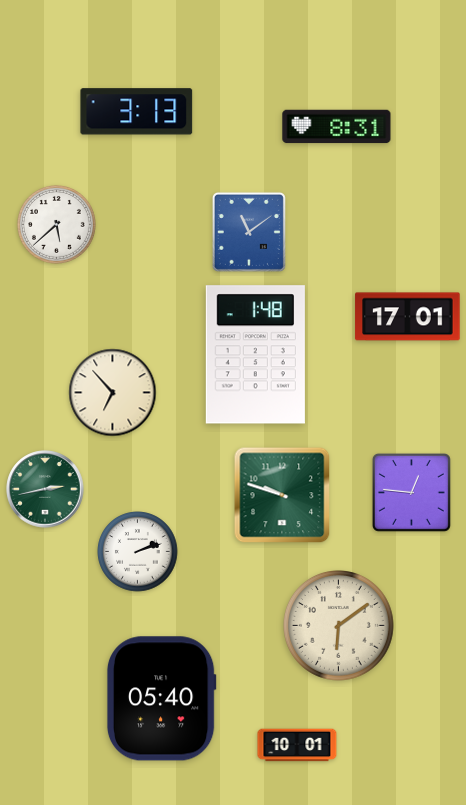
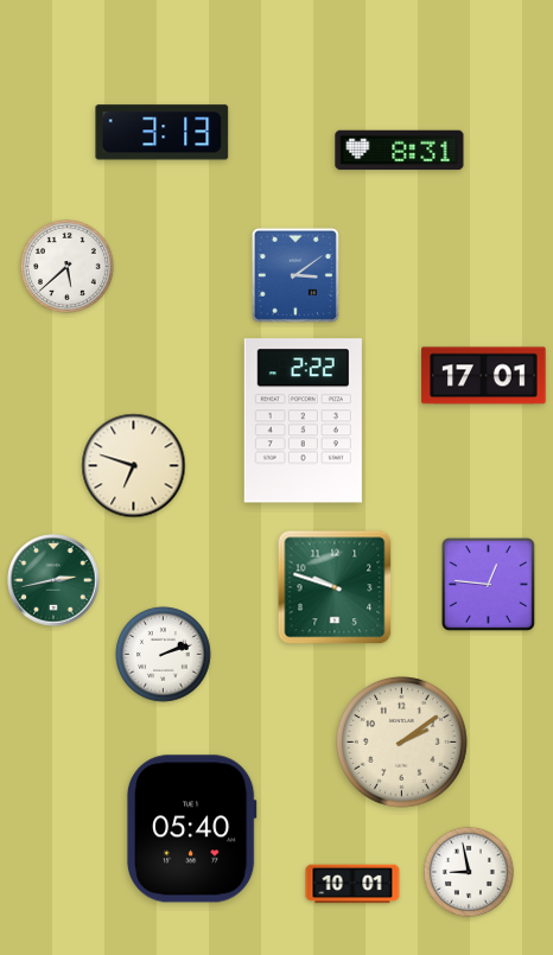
clock at (249, 232): 11:09 -> 3:09
clock at (255, 355): 1:48 -> 2:22
clock at (113, 393): 6:53 -> 6:48
clock at (339, 626): 6:09 -> 2:09
clock at (469, 872): none -> 8:58
